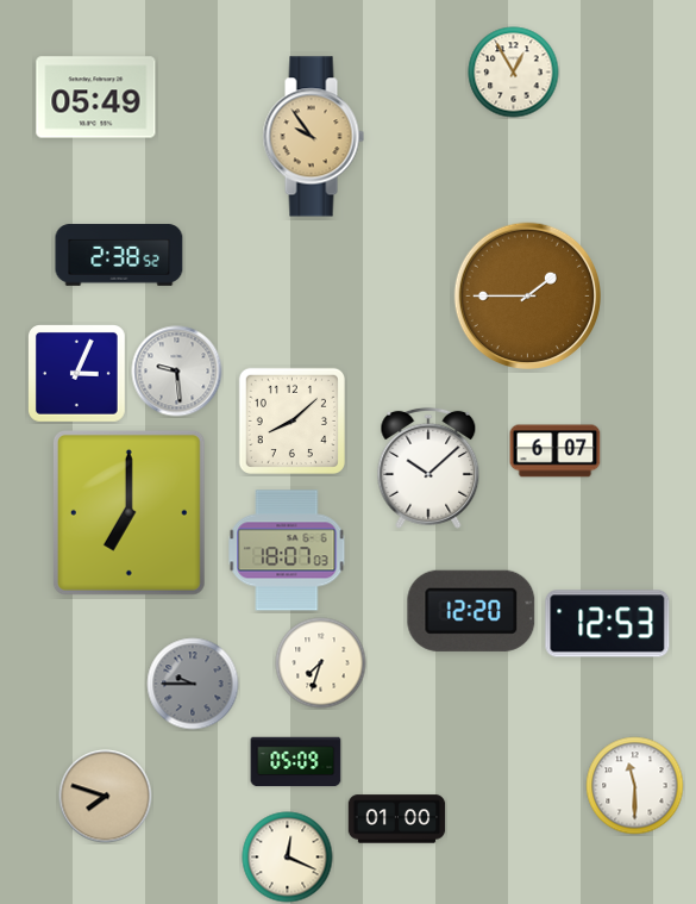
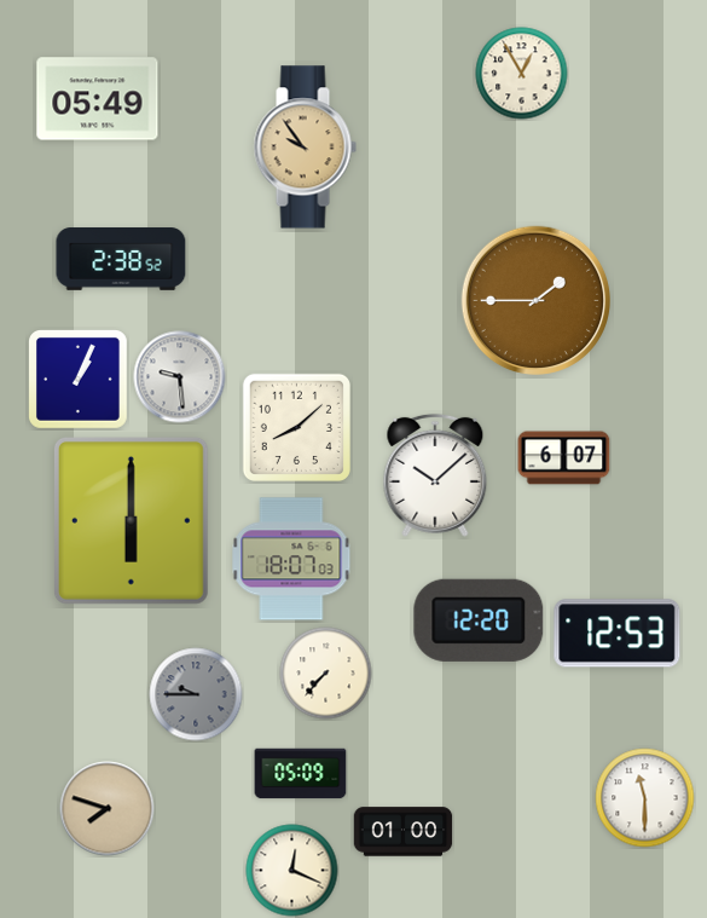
clock at (313, 137) position: (313, 137) -> (305, 148)
clock at (77, 374): 3:04 -> 1:04
clock at (128, 512): 7:00 -> 6:00
clock at (321, 663): 7:33 -> 7:37
